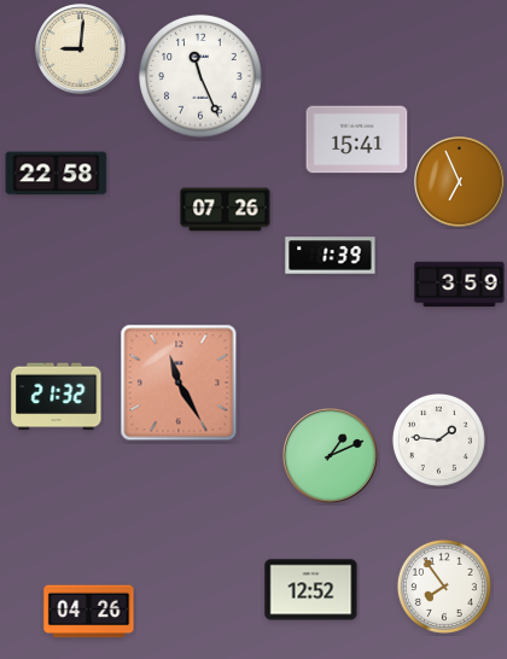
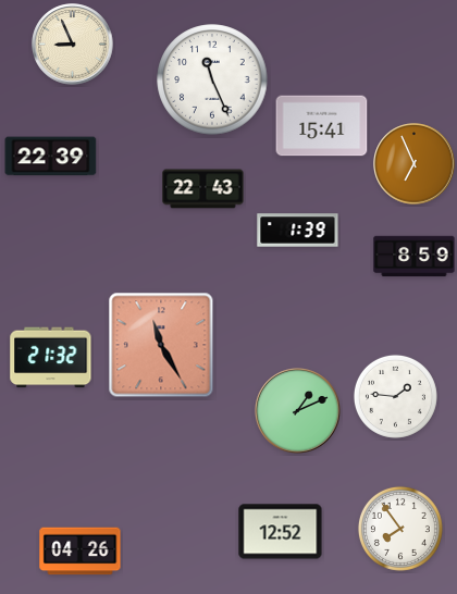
clock at (81, 49): 9:01 -> 8:56
clock at (200, 76) position: (200, 76) -> (212, 79)
clock at (57, 174): 22:58 -> 22:39
clock at (226, 210): 07:26 -> 22:43
clock at (460, 285): 3:59 -> 8:59
